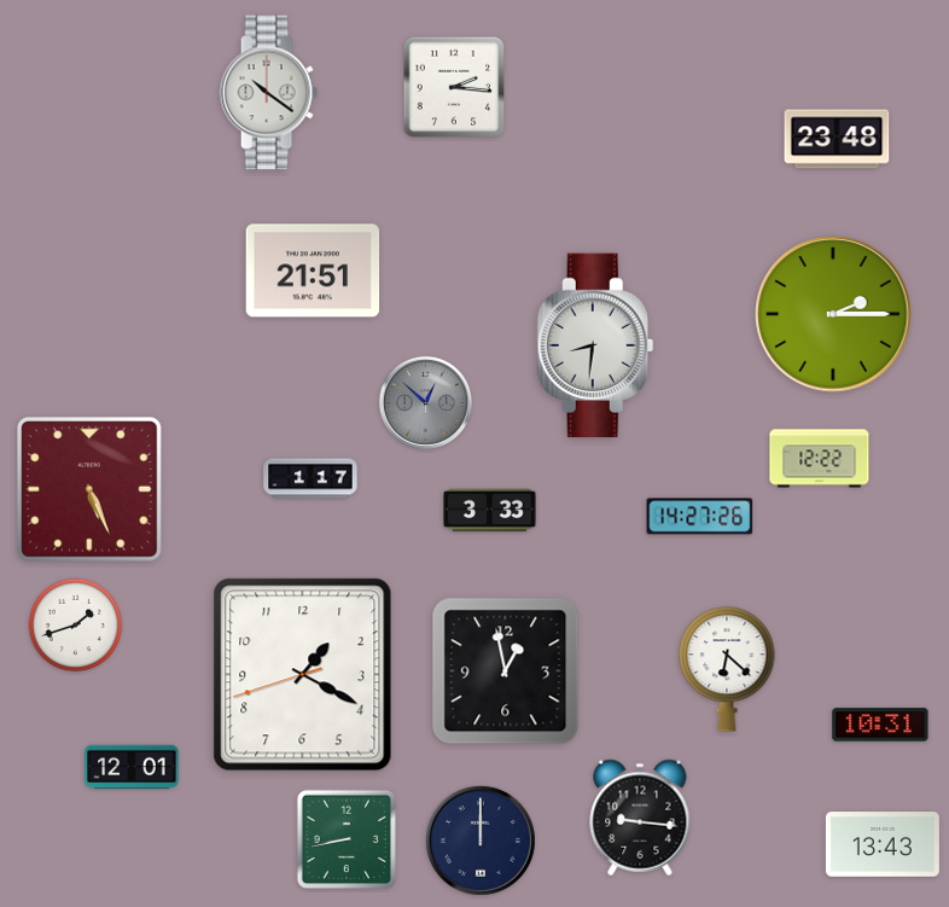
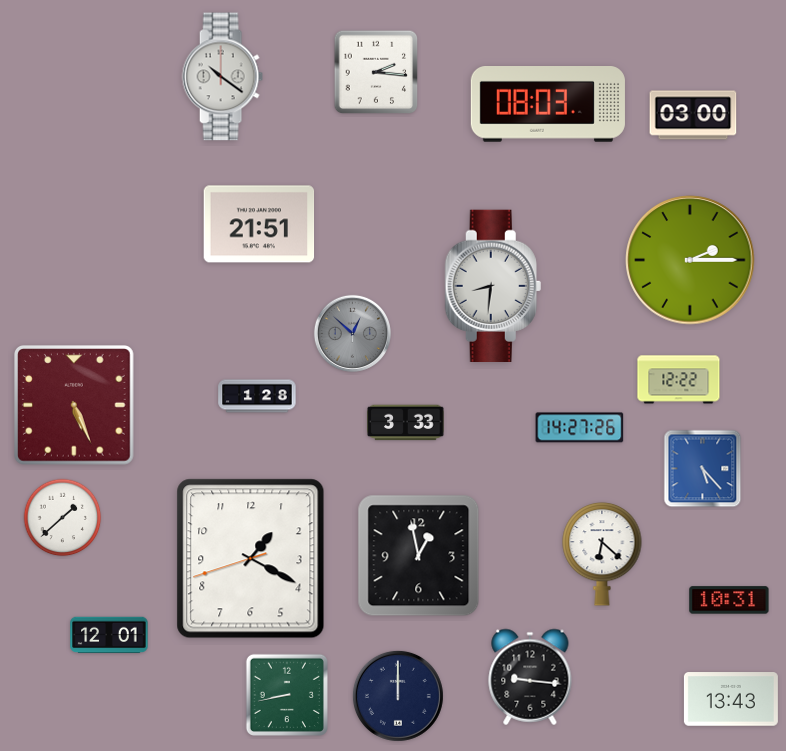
clock at (548, 105): none -> 08:03
clock at (837, 139): 23:48 -> 03:00
clock at (310, 478): 1:17 -> 1:28
clock at (703, 469): none -> 5:23
clock at (76, 626): 1:42 -> 1:38
